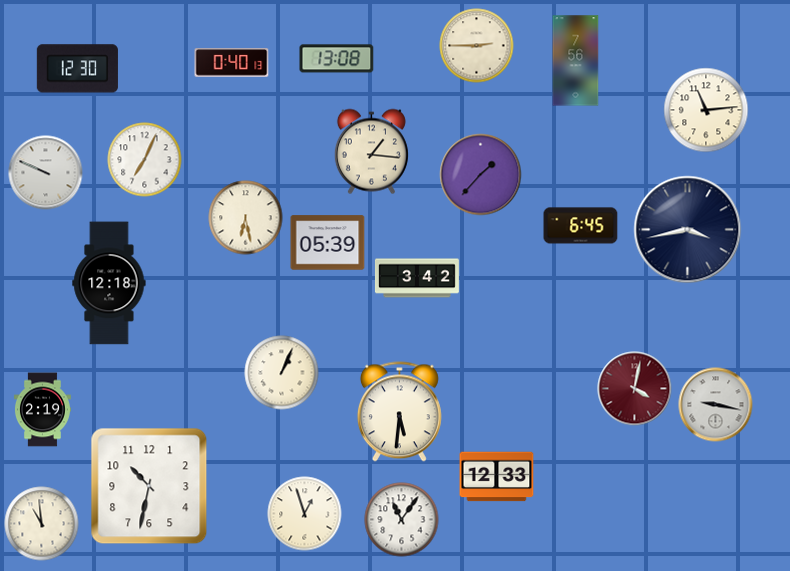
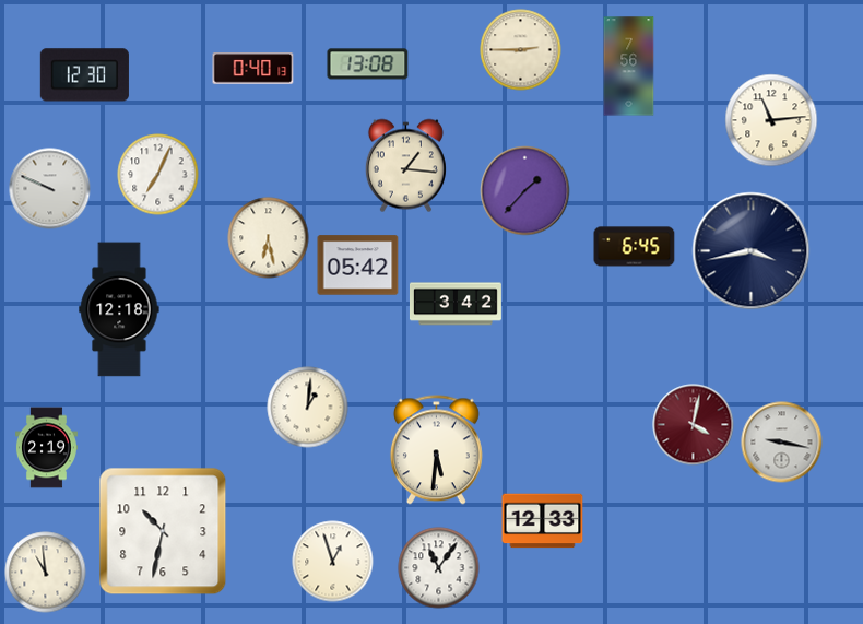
clock at (328, 243): 05:39 -> 05:42
clock at (282, 373): 1:04 -> 1:01
